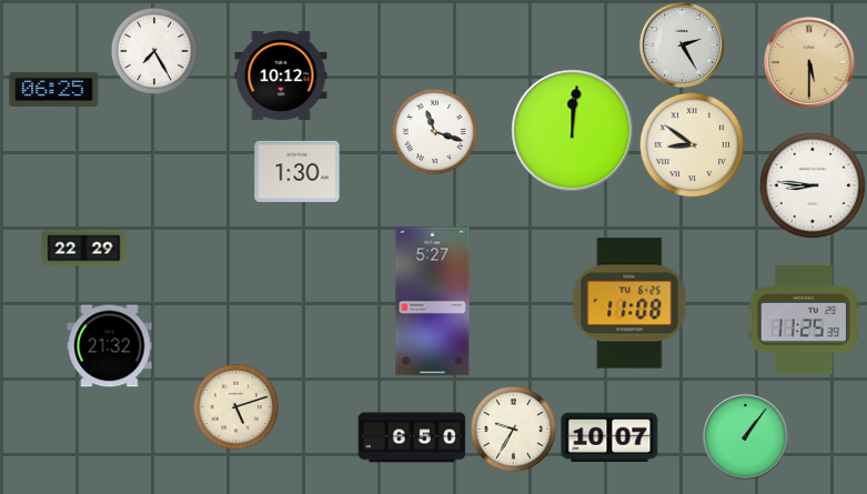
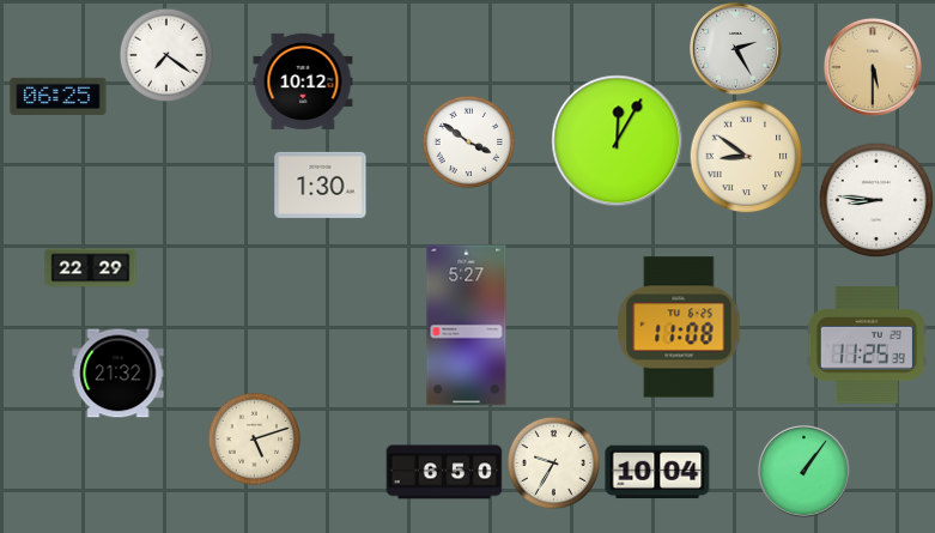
clock at (153, 50): 7:25 -> 7:21
clock at (434, 131): 11:18 -> 3:51
clock at (573, 131): 12:01 -> 12:05
clock at (609, 437): 10:07 -> 10:04
